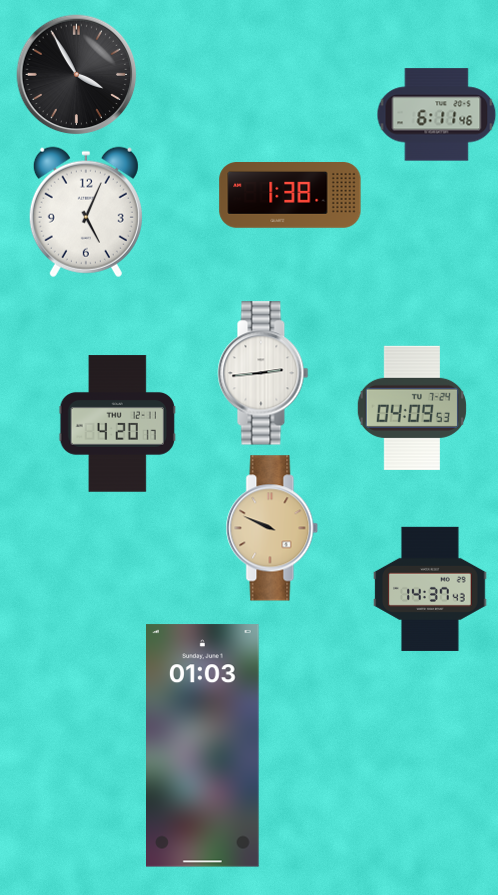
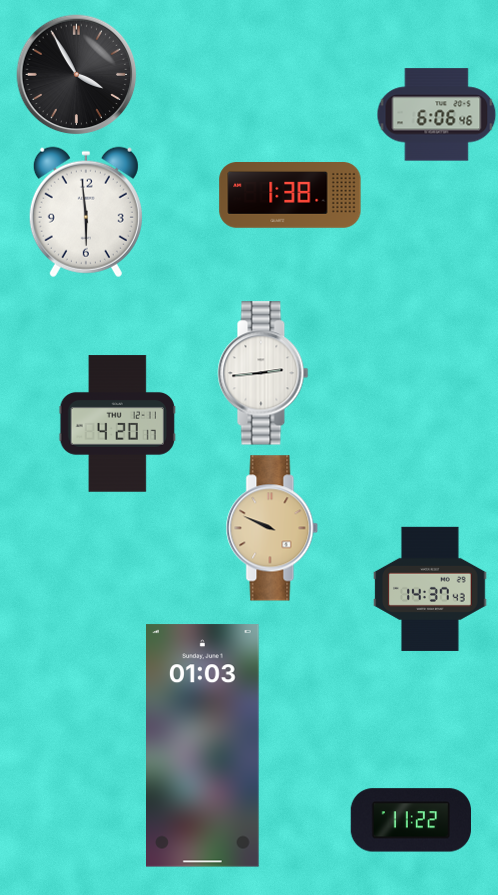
clock at (437, 115): 6:11 -> 6:06
clock at (86, 212): 5:04 -> 5:59
clock at (412, 408): 04:09 -> none
clock at (410, 820): none -> 11:22
